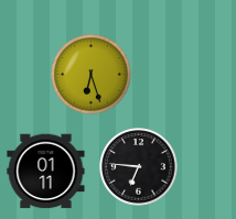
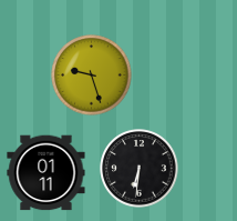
clock at (92, 75): 6:27 -> 9:27
clock at (139, 167): 6:46 -> 6:31
